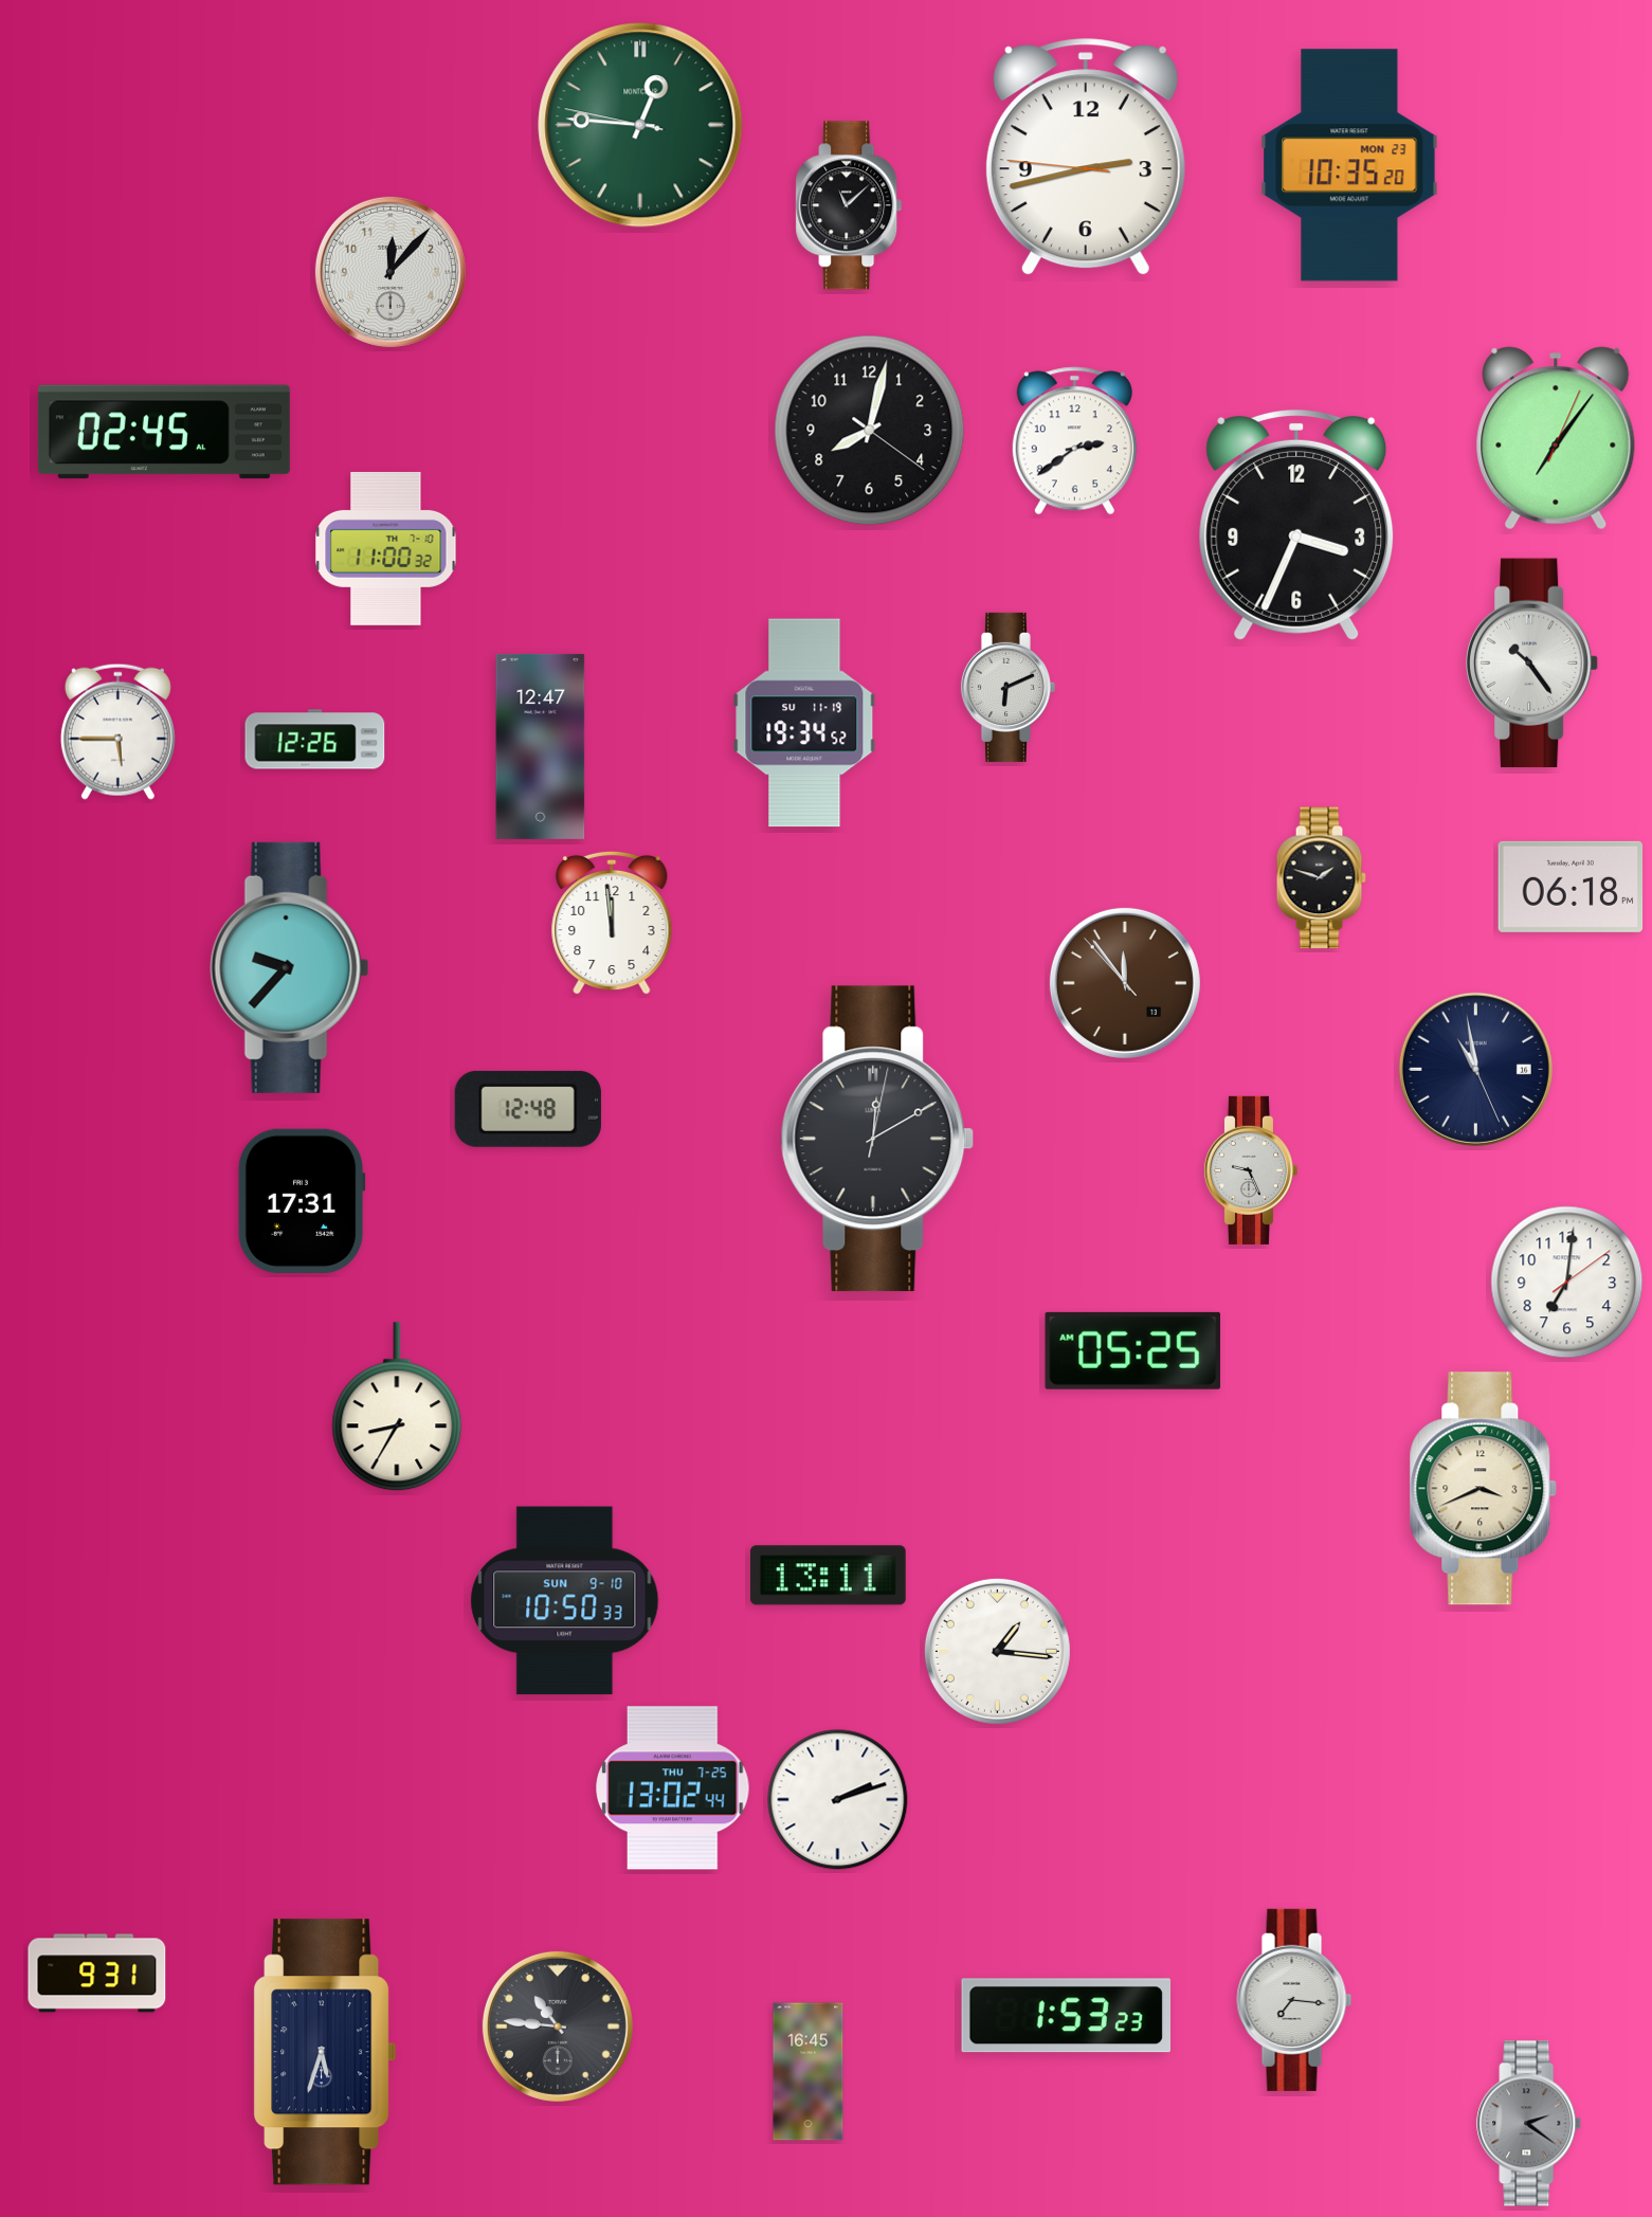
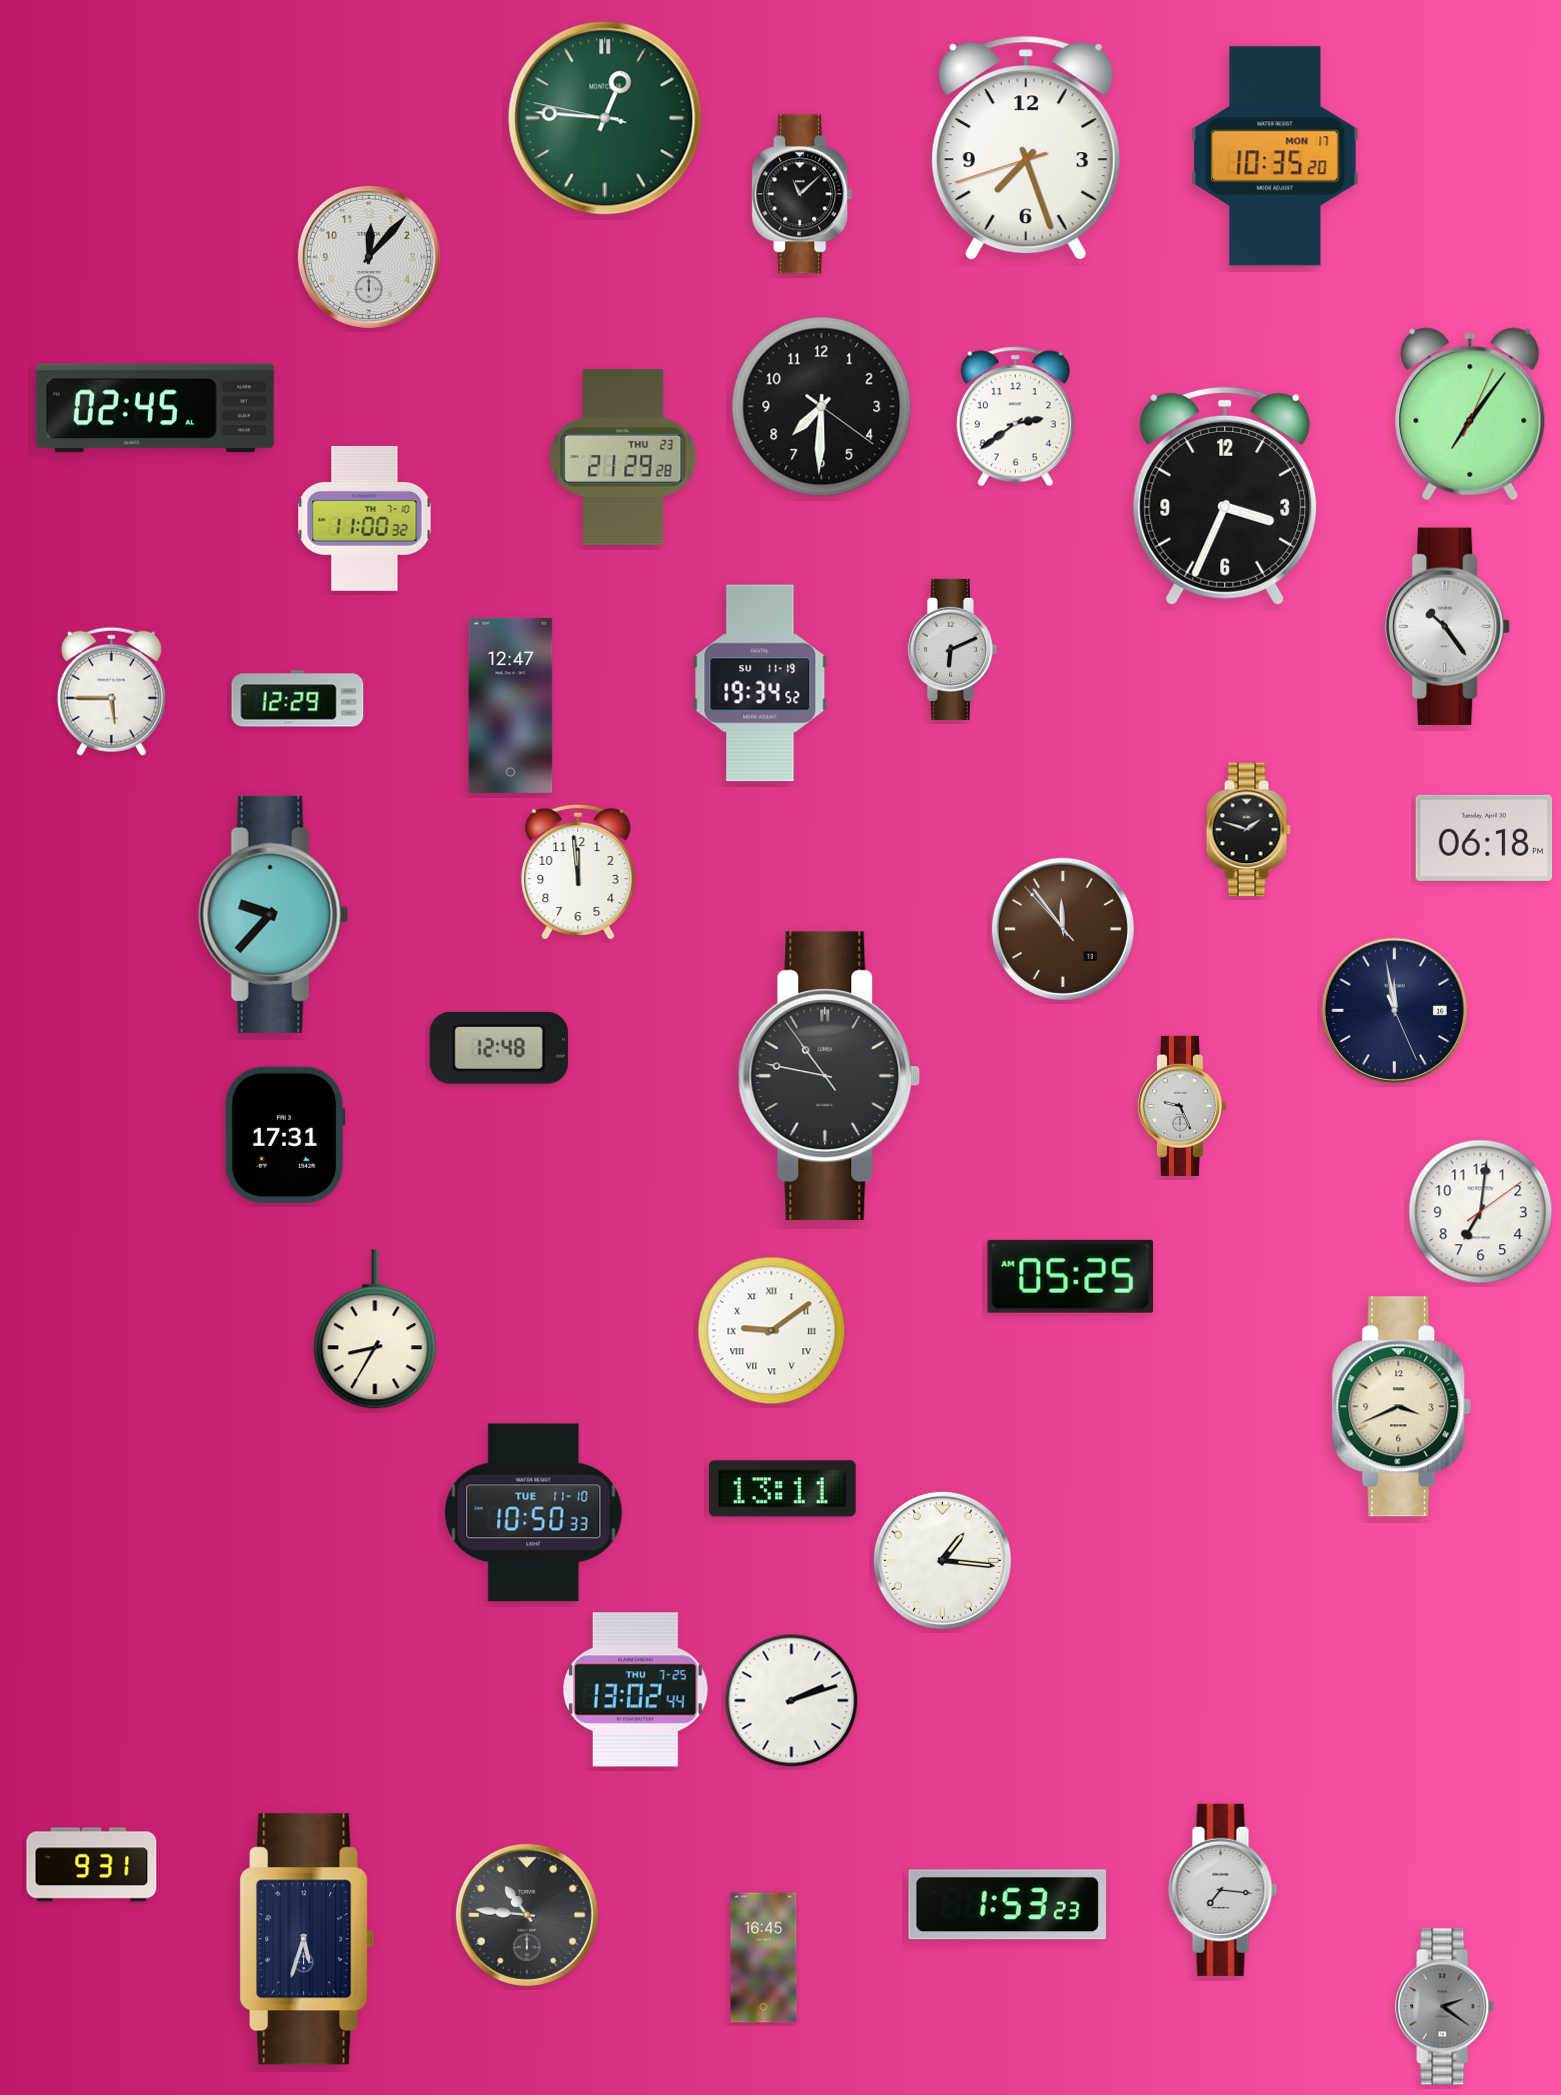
clock at (1086, 158): 2:42 -> 7:26
clock at (1349, 165) date: MON 23 -> MON 17
clock at (870, 431): 8:02 -> 7:30
clock at (623, 457): none -> 21:29
clock at (315, 740): 12:26 -> 12:29
clock at (1475, 1069): 10:58 -> 11:58
clock at (877, 1139): 12:10 -> 10:46
clock at (772, 1331): none -> 9:09
clock at (565, 1601) date: SUN 9-10 -> TUE 11-10
